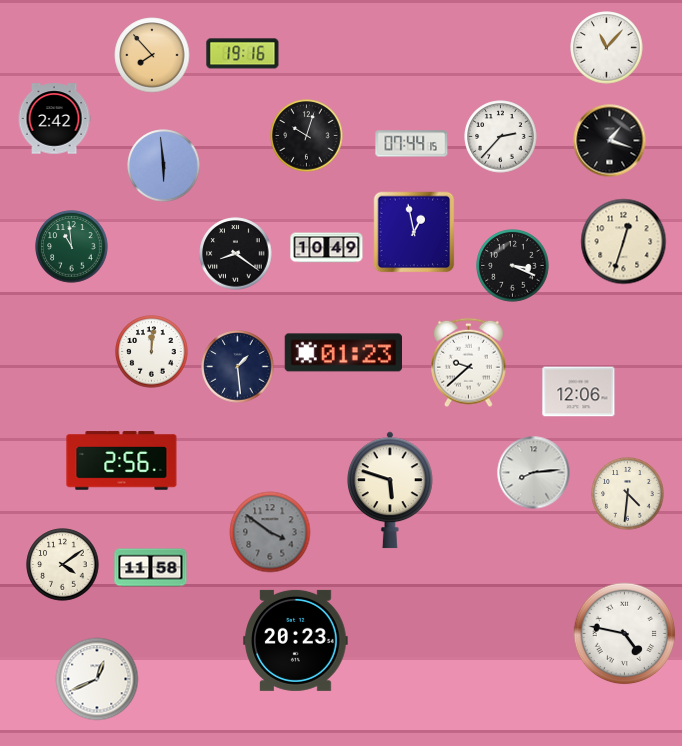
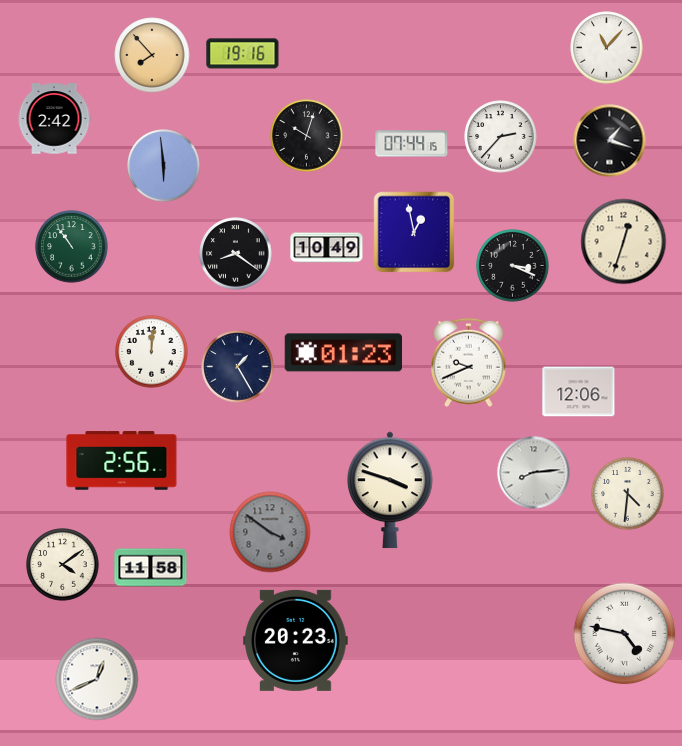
clock at (72, 247): 10:59 -> 10:54
clock at (469, 363): 9:38 -> 9:41
clock at (238, 367): 1:29 -> 1:25
clock at (390, 490): 5:48 -> 3:48
